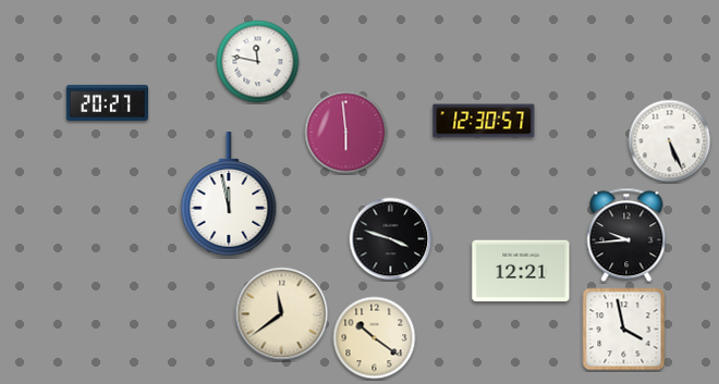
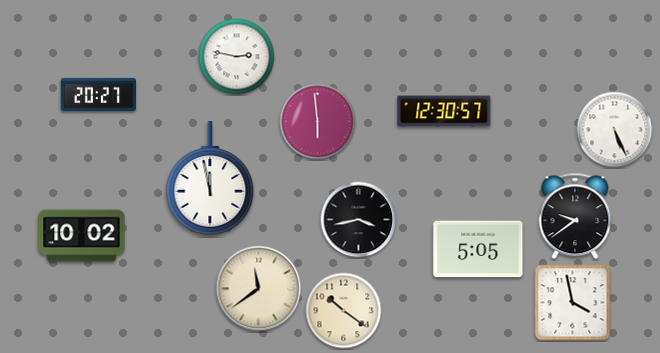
clock at (258, 62): 11:47 -> 2:47
clock at (626, 235): 9:44 -> 9:39
clock at (391, 239): 3:48 -> 3:43
clock at (82, 236): none -> 10:02
clock at (521, 271): 12:21 -> 5:05
